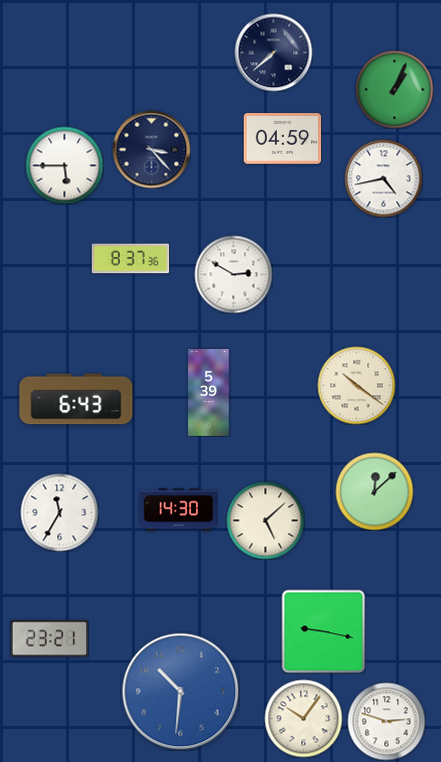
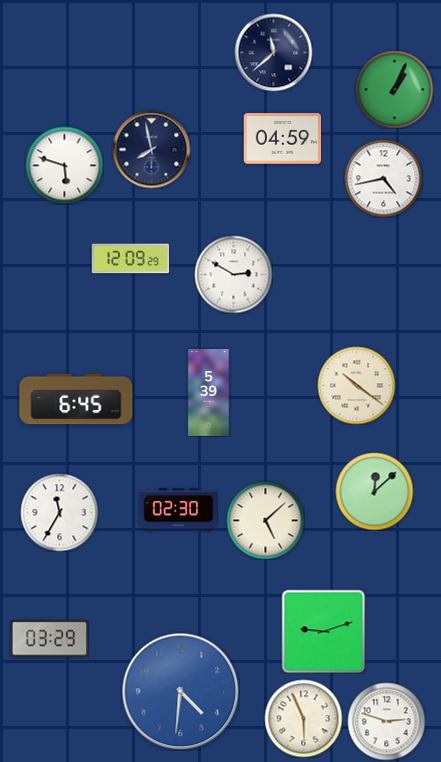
clock at (273, 52): 7:38 -> 11:38
clock at (151, 149): 3:23 -> 7:58
clock at (64, 165): 5:45 -> 5:48
clock at (130, 259): 8:37 -> 12:09
clock at (76, 399): 6:43 -> 6:45
clock at (178, 510): 14:30 -> 02:30
clock at (323, 631): 9:17 -> 9:12
clock at (49, 639): 23:21 -> 03:29
clock at (180, 691): 10:31 -> 4:31
clock at (303, 718): 10:06 -> 5:56
